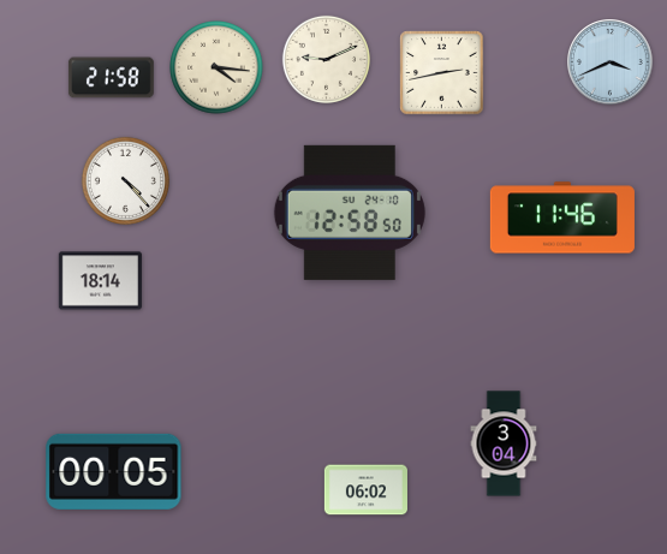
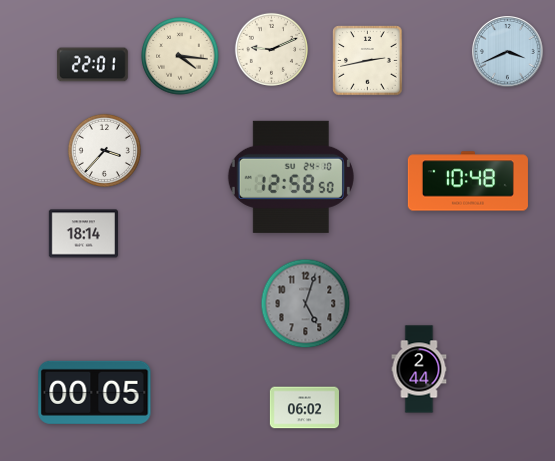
clock at (111, 78): 21:58 -> 22:01
clock at (125, 180): 4:23 -> 3:37
clock at (562, 218): 11:46 -> 10:48
clock at (306, 304): none -> 5:03
clock at (504, 443): 3:04 -> 2:44
